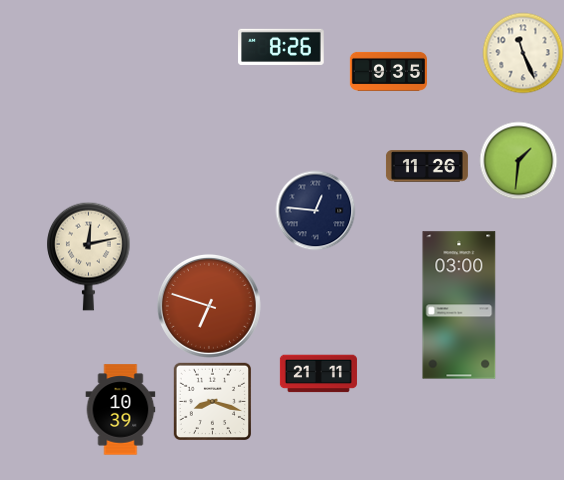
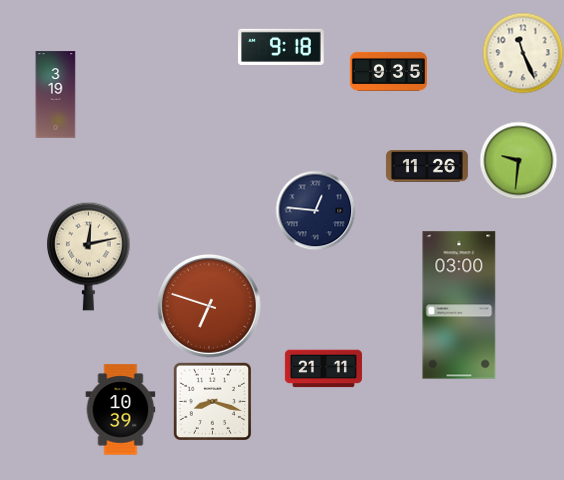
clock at (281, 47): 8:26 -> 9:18
clock at (56, 95): none -> 3:19
clock at (518, 160): 1:31 -> 9:31
clock at (318, 374) position: (318, 374) -> (323, 369)
